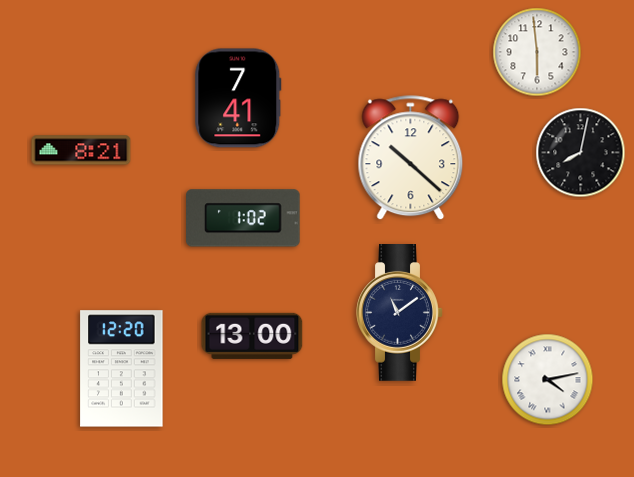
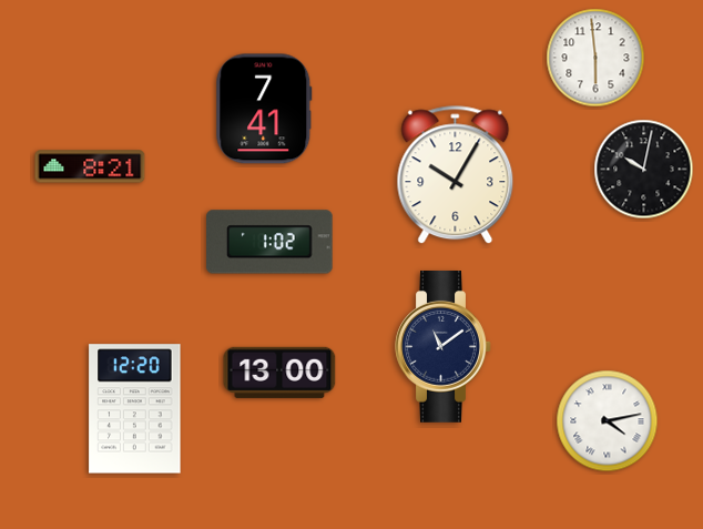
clock at (581, 153): 8:02 -> 10:02
clock at (411, 158): 10:22 -> 10:05
